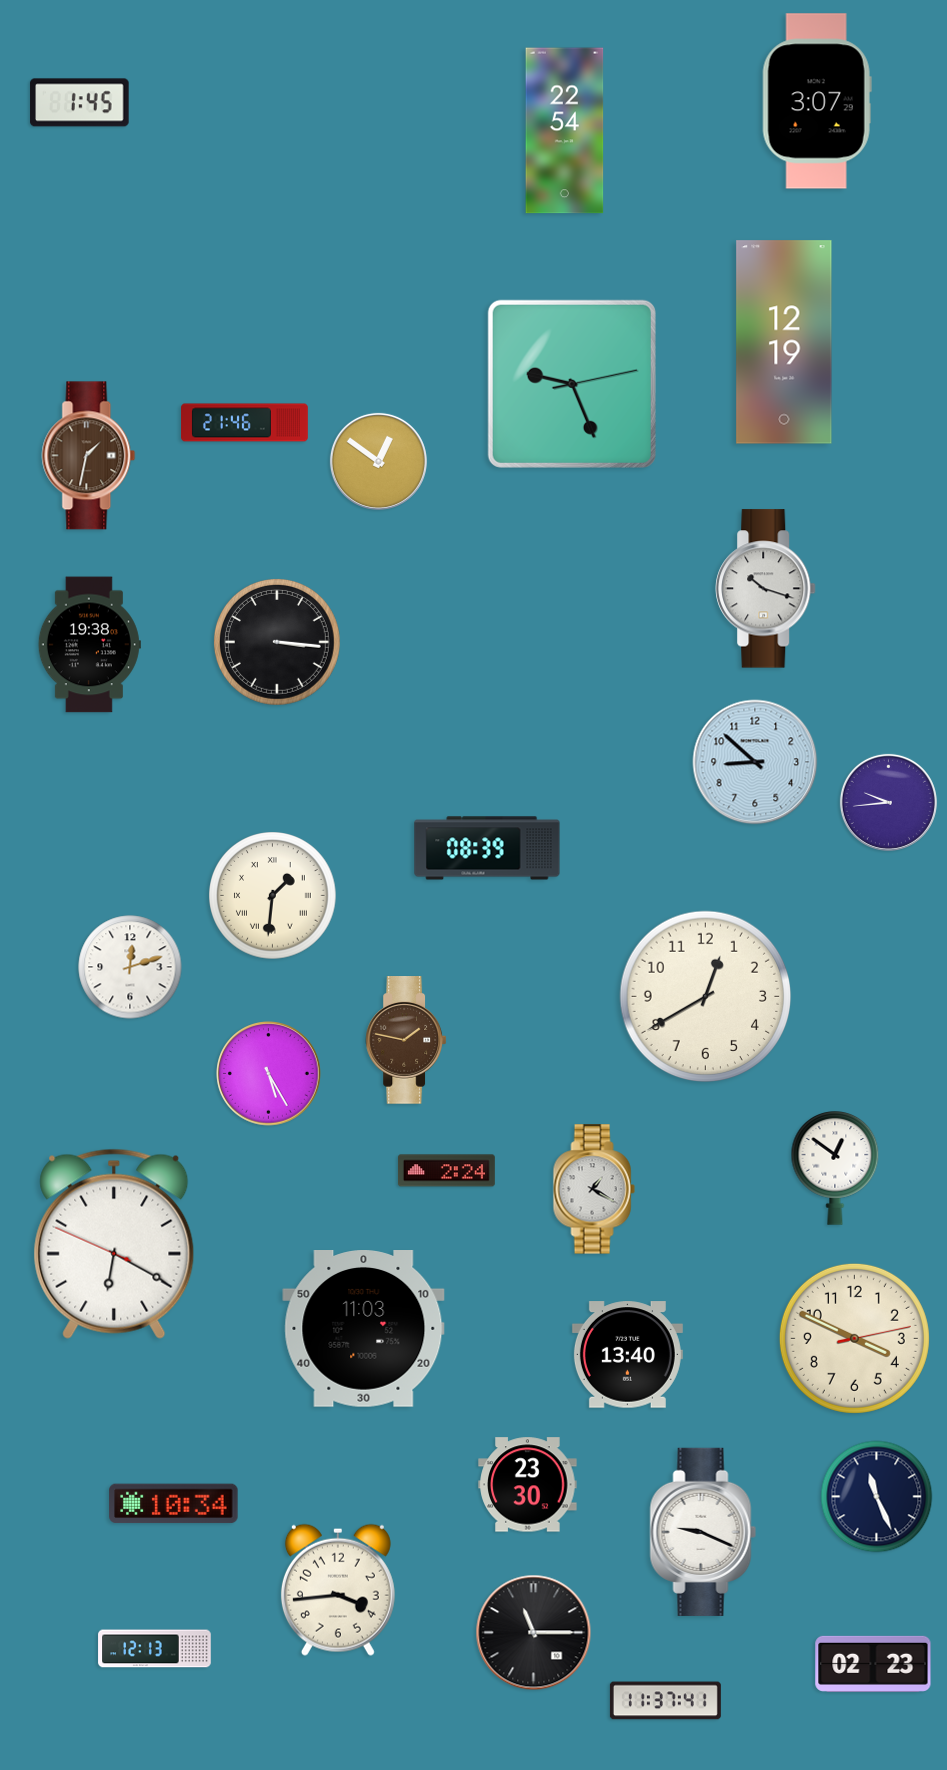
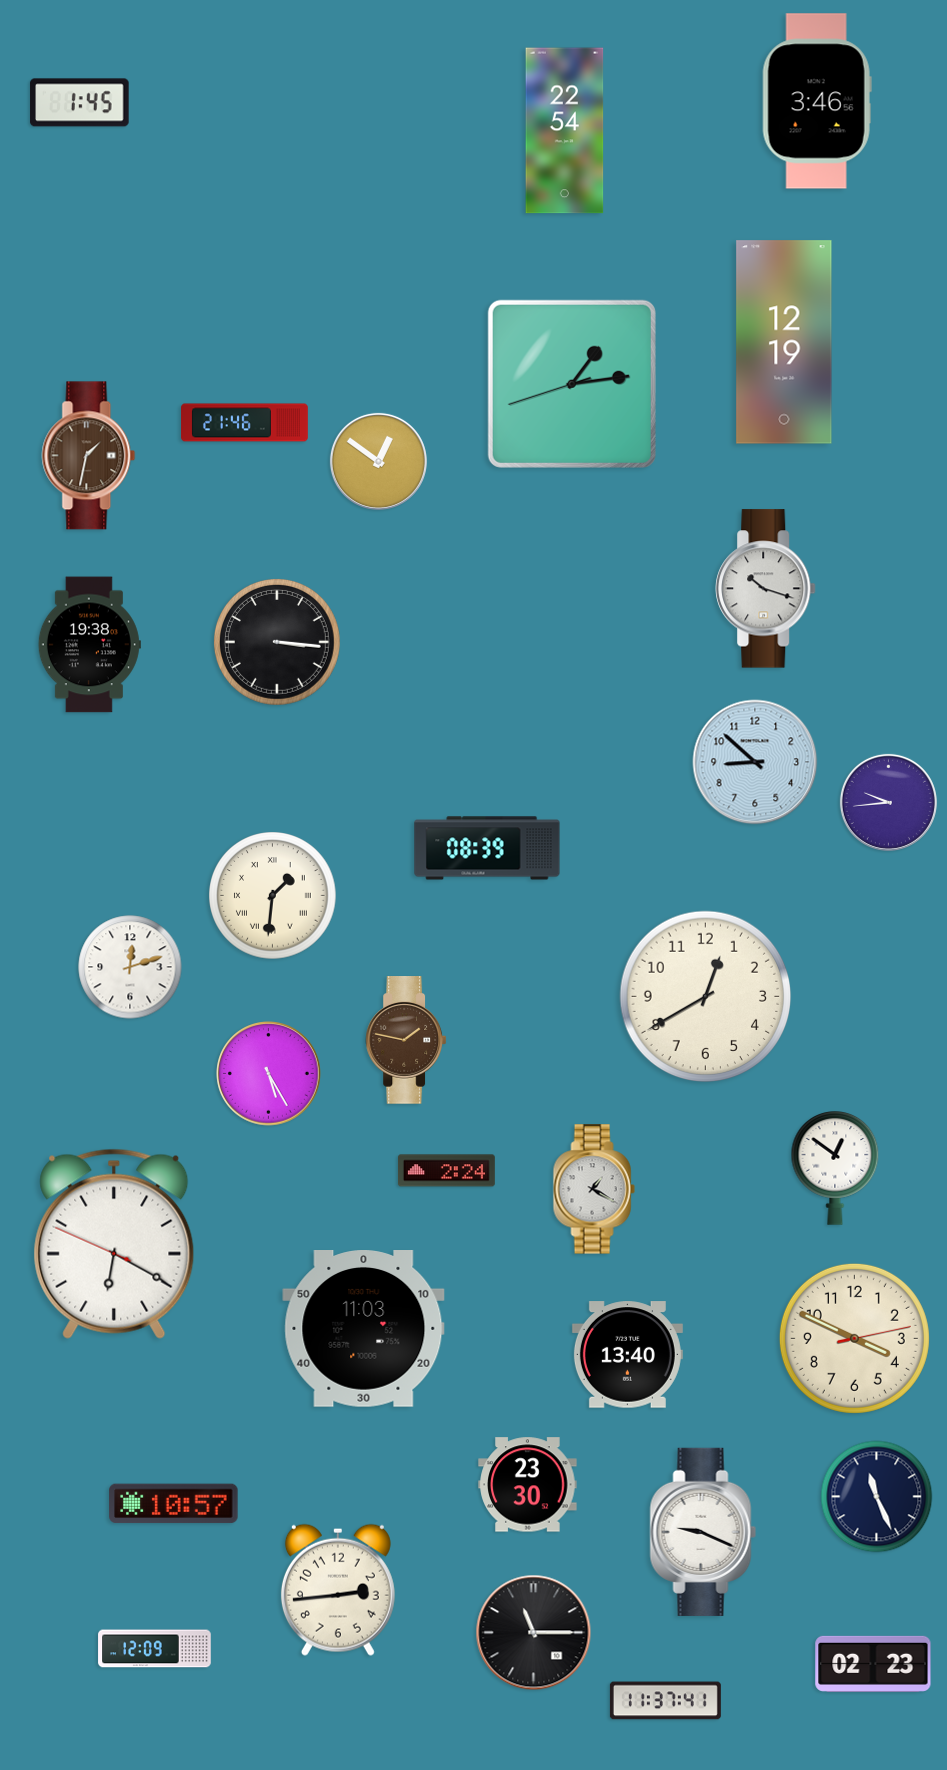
clock at (817, 101): 3:07 -> 3:46
clock at (572, 384): 9:26 -> 1:13
clock at (174, 1504): 10:34 -> 10:57
clock at (338, 1590): 3:44 -> 2:44
clock at (155, 1649): 12:13 -> 12:09
